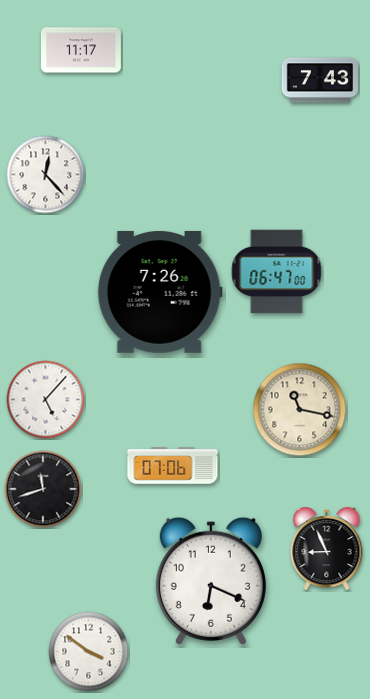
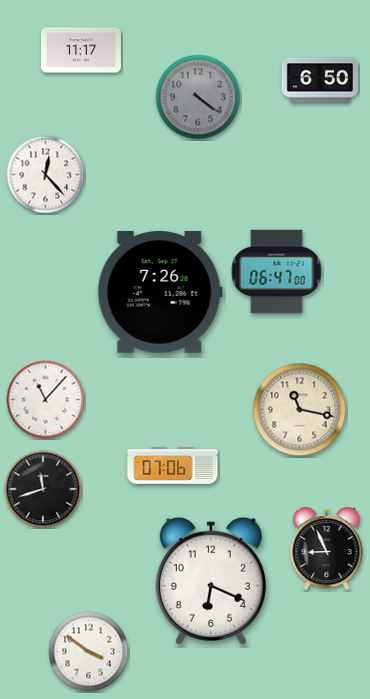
clock at (320, 80): 7:43 -> 6:50
clock at (198, 97): none -> 4:21
clock at (46, 400): 5:07 -> 11:07
